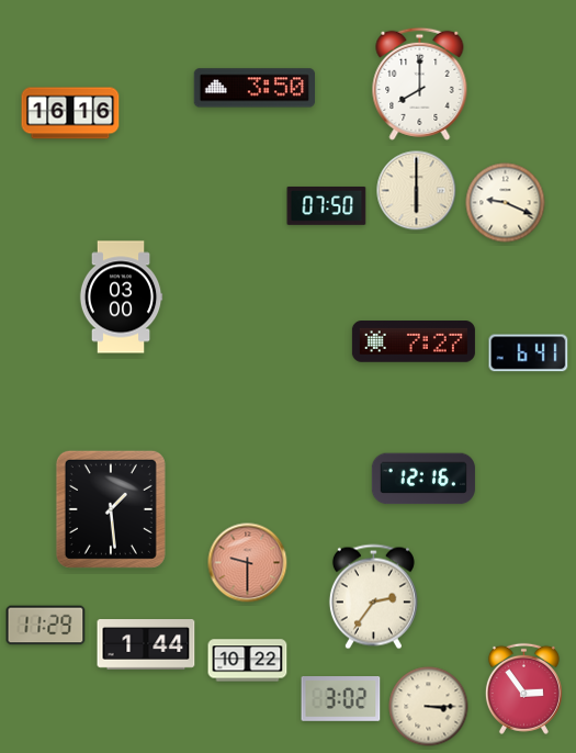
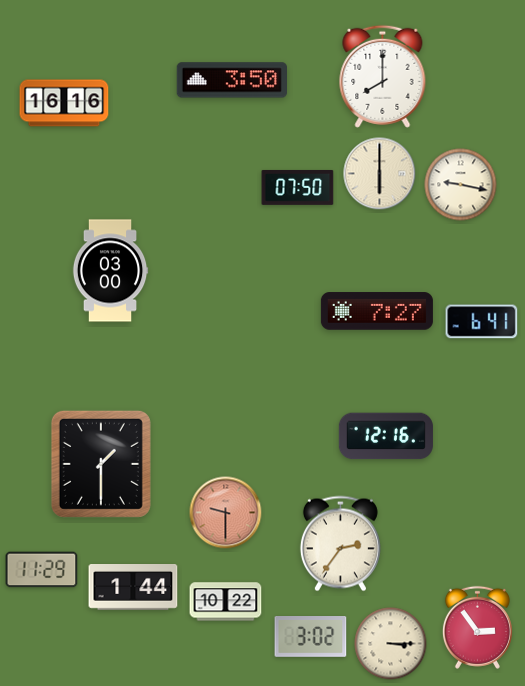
clock at (506, 203): 9:19 -> 9:17
clock at (111, 509): 1:29 -> 1:30
